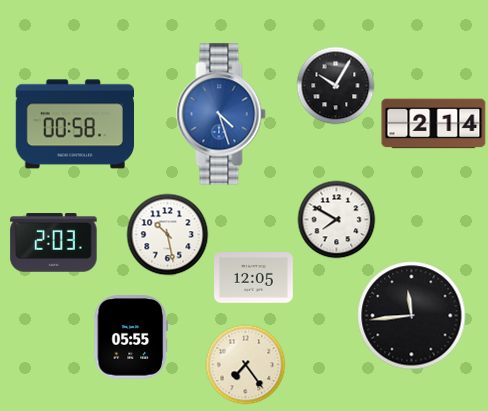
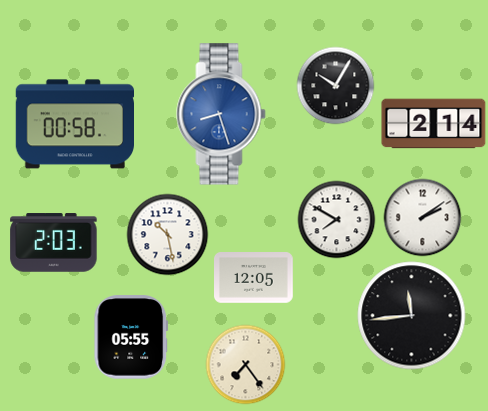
clock at (221, 114): 4:27 -> 8:27
clock at (422, 217): none -> 2:09
